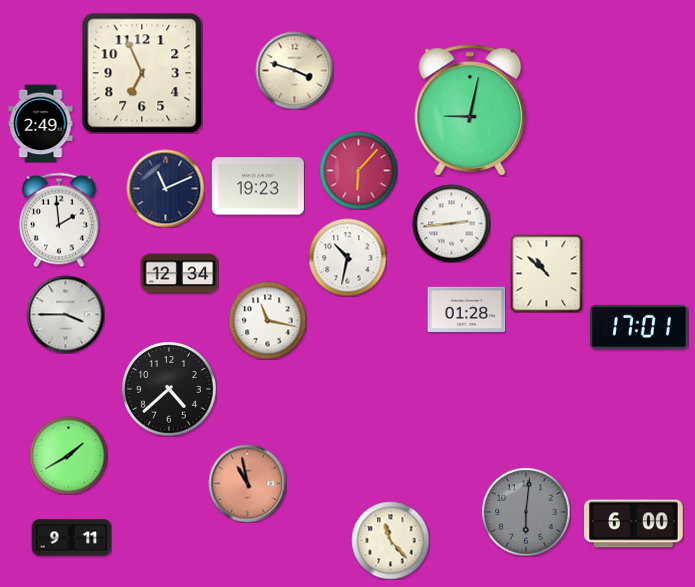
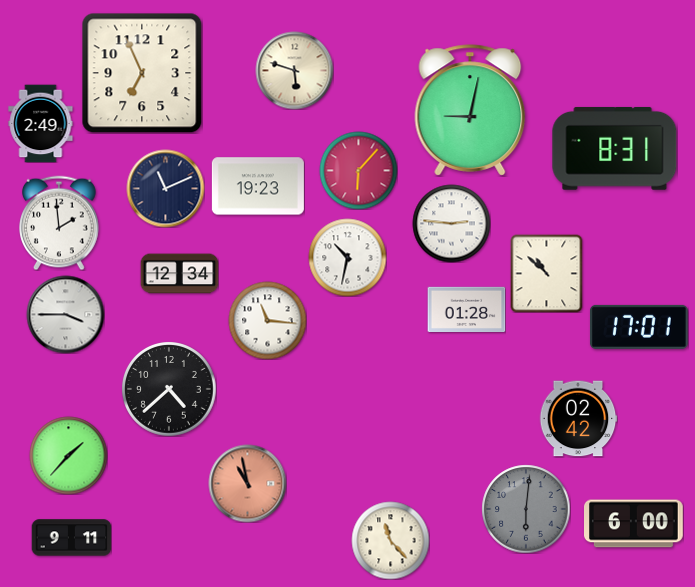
clock at (294, 70): 3:48 -> 5:48
clock at (615, 148): none -> 8:31
clock at (60, 220) position: (60, 220) -> (60, 223)
clock at (451, 223): 2:44 -> 2:46
clock at (267, 320): 11:17 -> 11:16
clock at (578, 419): none -> 02:42
clock at (68, 455): 1:40 -> 1:37
clock at (526, 512) position: (526, 512) -> (526, 509)
